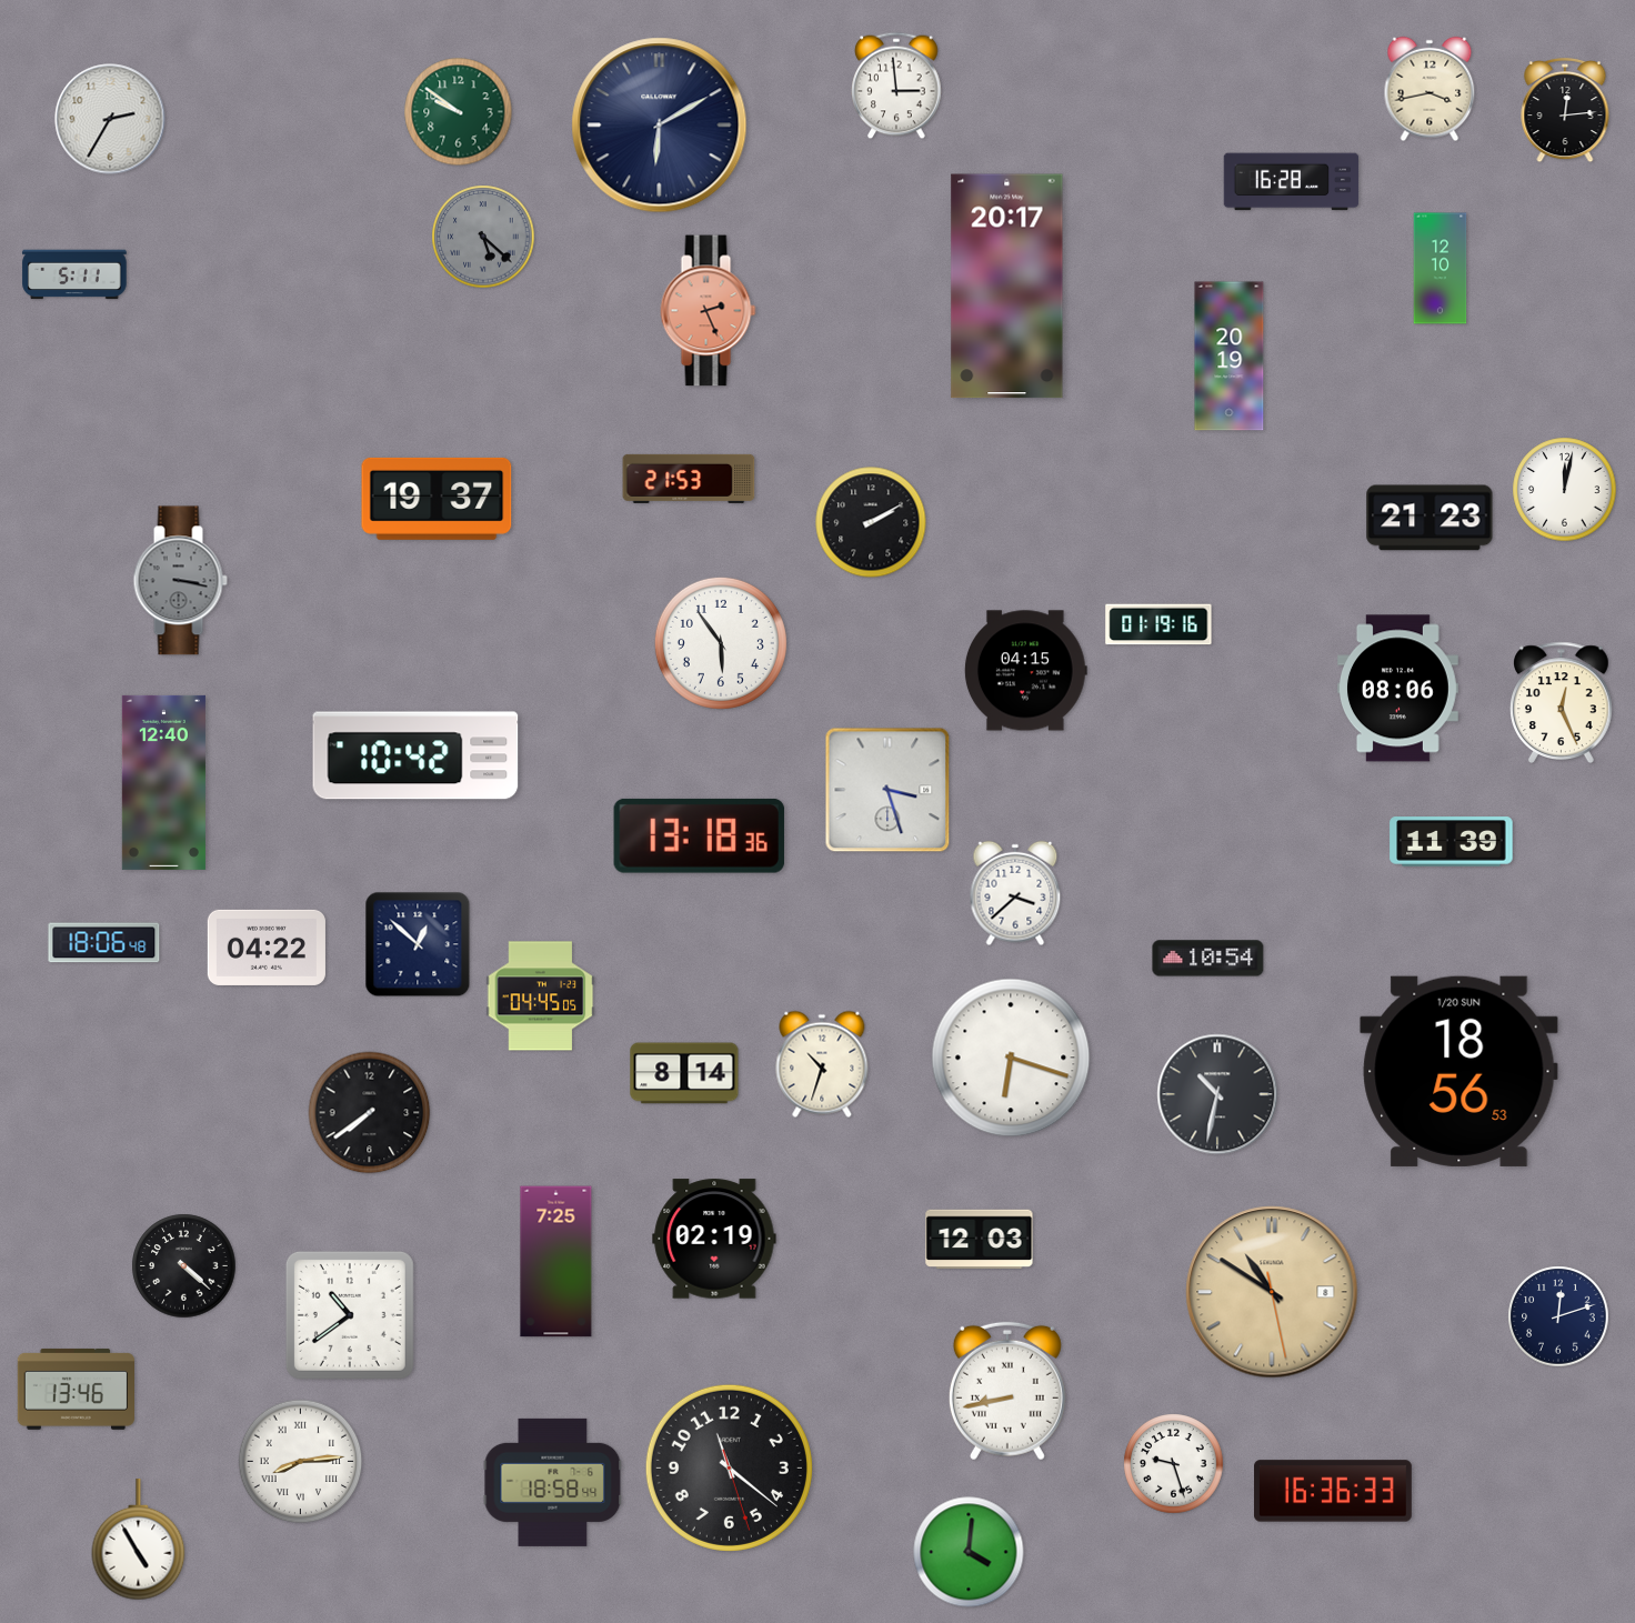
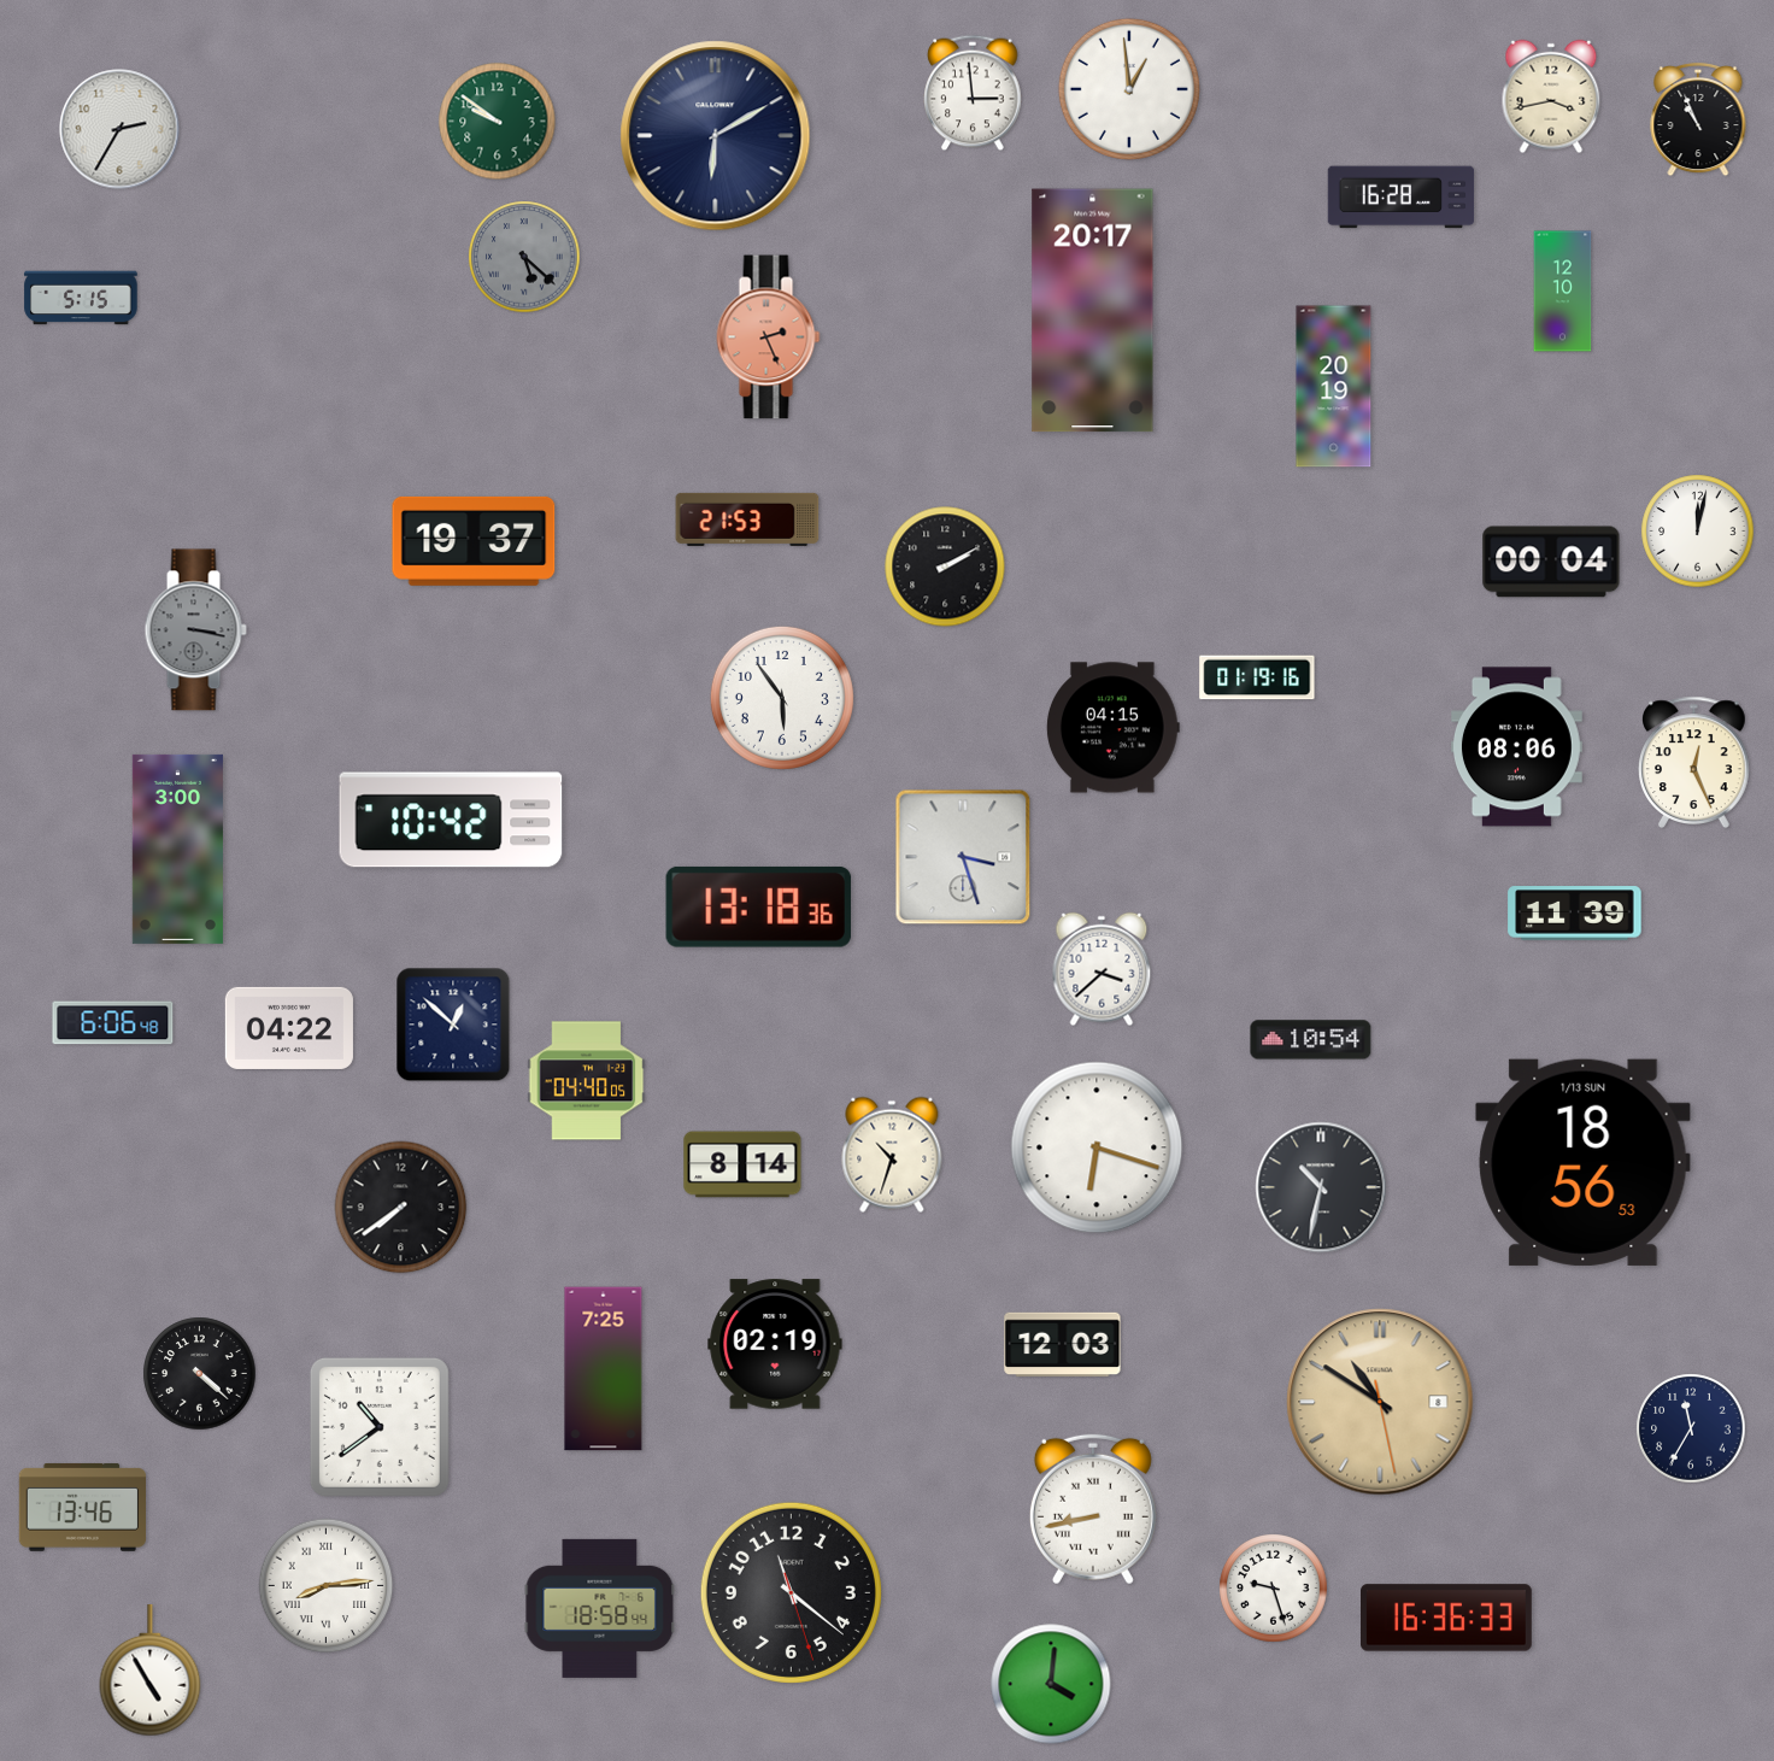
clock at (1129, 89): none -> 12:59
clock at (1565, 110): 12:14 -> 10:56
clock at (74, 274): 5:11 -> 5:15
clock at (1430, 518): 21:23 -> 00:04
clock at (163, 782): 12:40 -> 3:00
clock at (104, 943): 18:06 -> 6:06
clock at (541, 996): 04:45 -> 04:40
clock at (1460, 1071) date: 1/20 SUN -> 1/13 SUN
clock at (1558, 1316): 12:12 -> 11:35
